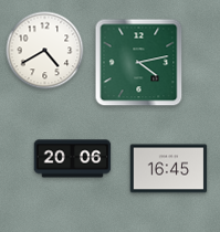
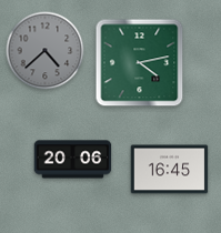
clock at (45, 51): 4:40 -> 4:38
clock at (45, 51) dial: white -> grey
